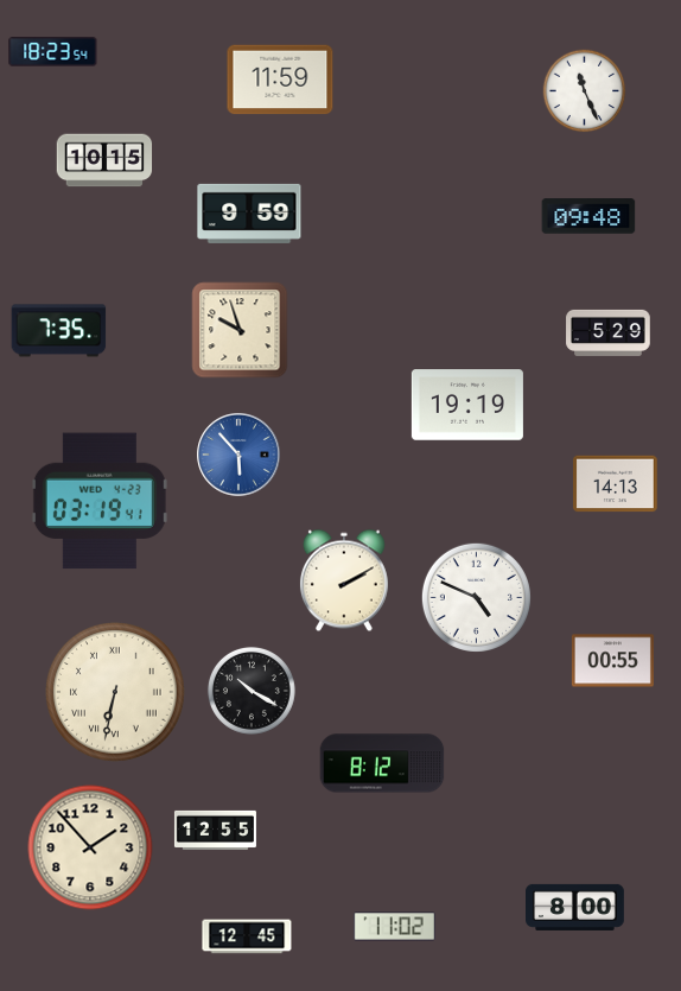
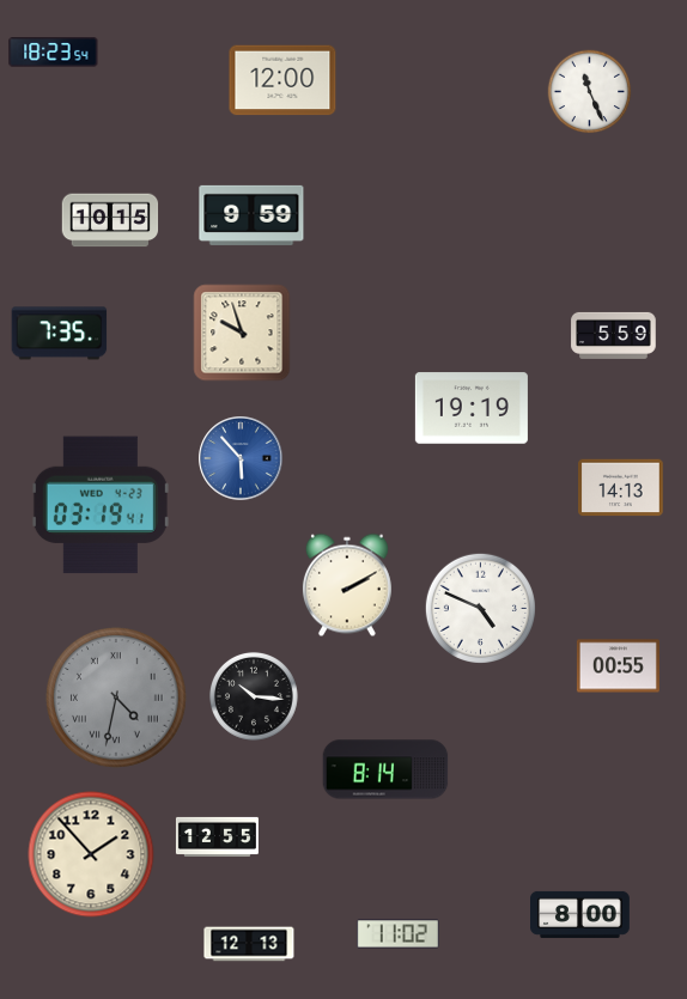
clock at (280, 80): 11:59 -> 12:00
clock at (104, 160) position: (104, 160) -> (110, 220)
clock at (588, 216): 09:48 -> none
clock at (609, 332): 5:29 -> 5:59
clock at (476, 597) position: (476, 597) -> (480, 608)
clock at (252, 691): 10:20 -> 10:16
clock at (115, 692): 6:32 -> 4:32
clock at (115, 692) dial: cream -> grey
clock at (382, 763): 8:12 -> 8:14
clock at (247, 936): 12:45 -> 12:13
